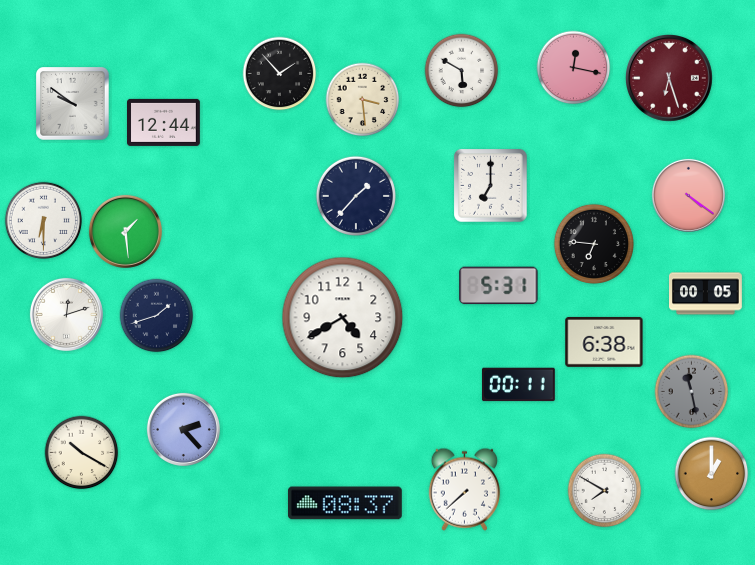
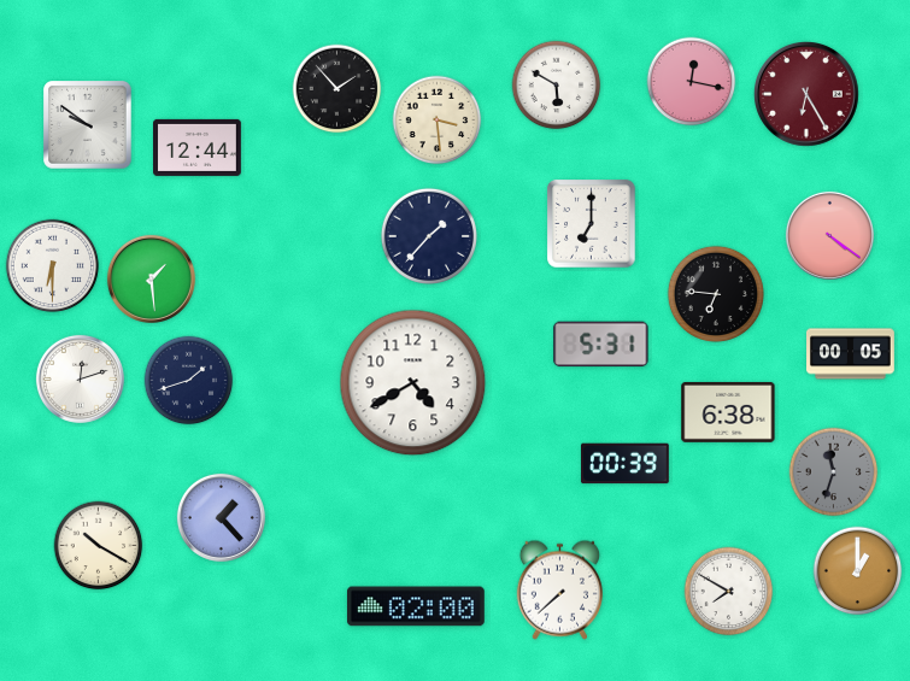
clock at (670, 79): 6:27 -> 6:25
clock at (518, 385): 00:11 -> 00:39
clock at (692, 392): 11:28 -> 11:33
clock at (183, 429): 2:23 -> 1:23
clock at (345, 503): 08:37 -> 02:00
